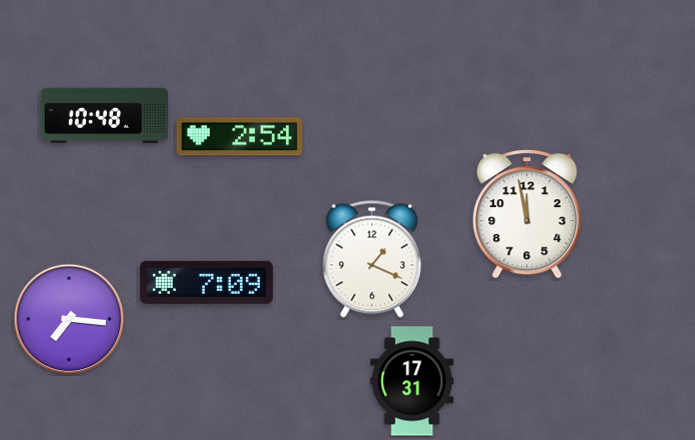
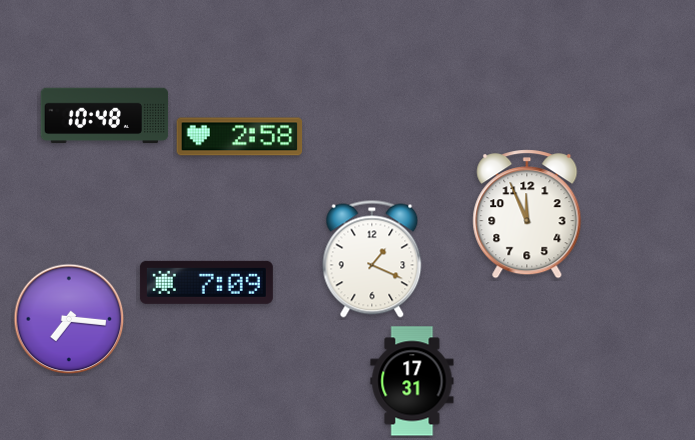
clock at (240, 137): 2:54 -> 2:58
clock at (527, 214): 11:58 -> 11:56
